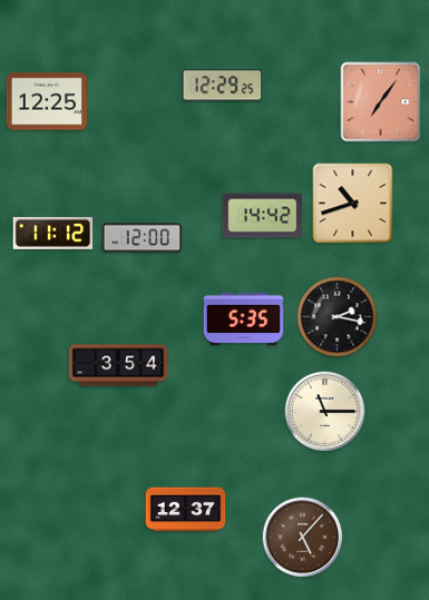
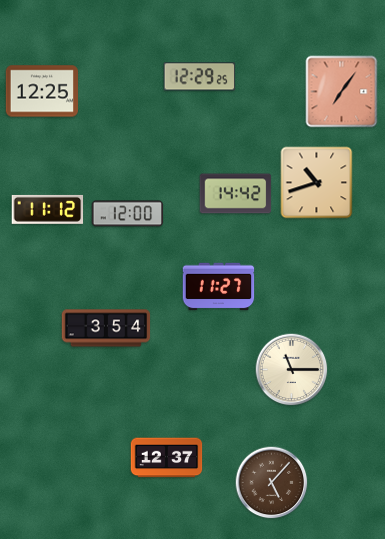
clock at (338, 317): 2:17 -> none
clock at (244, 319): 5:35 -> 11:27
